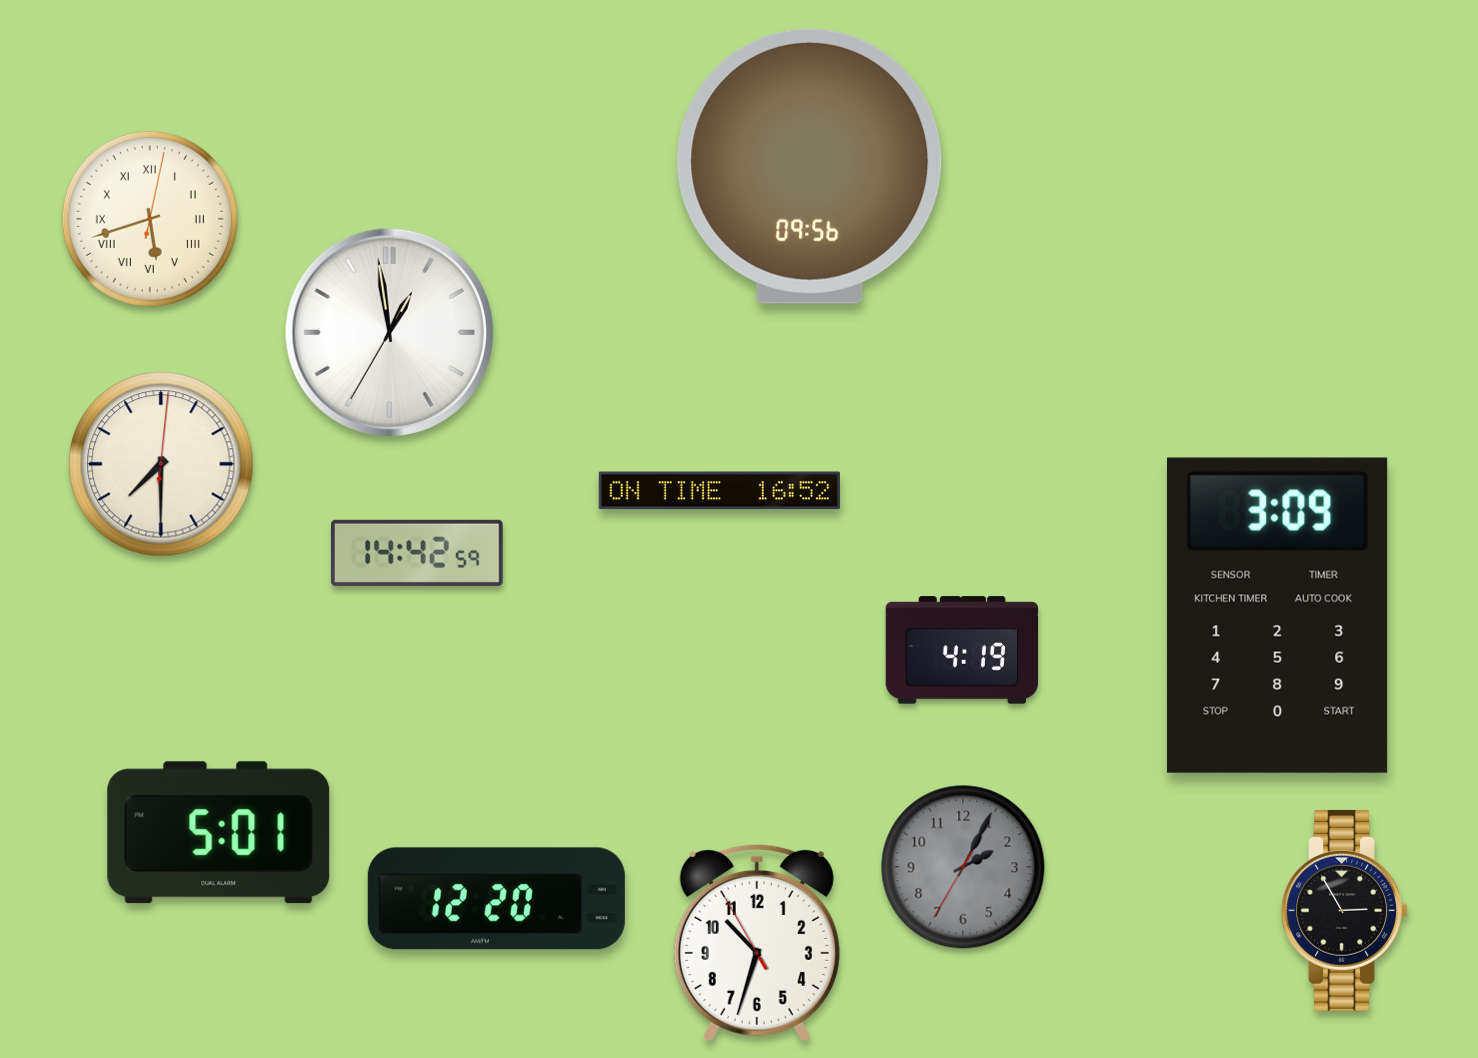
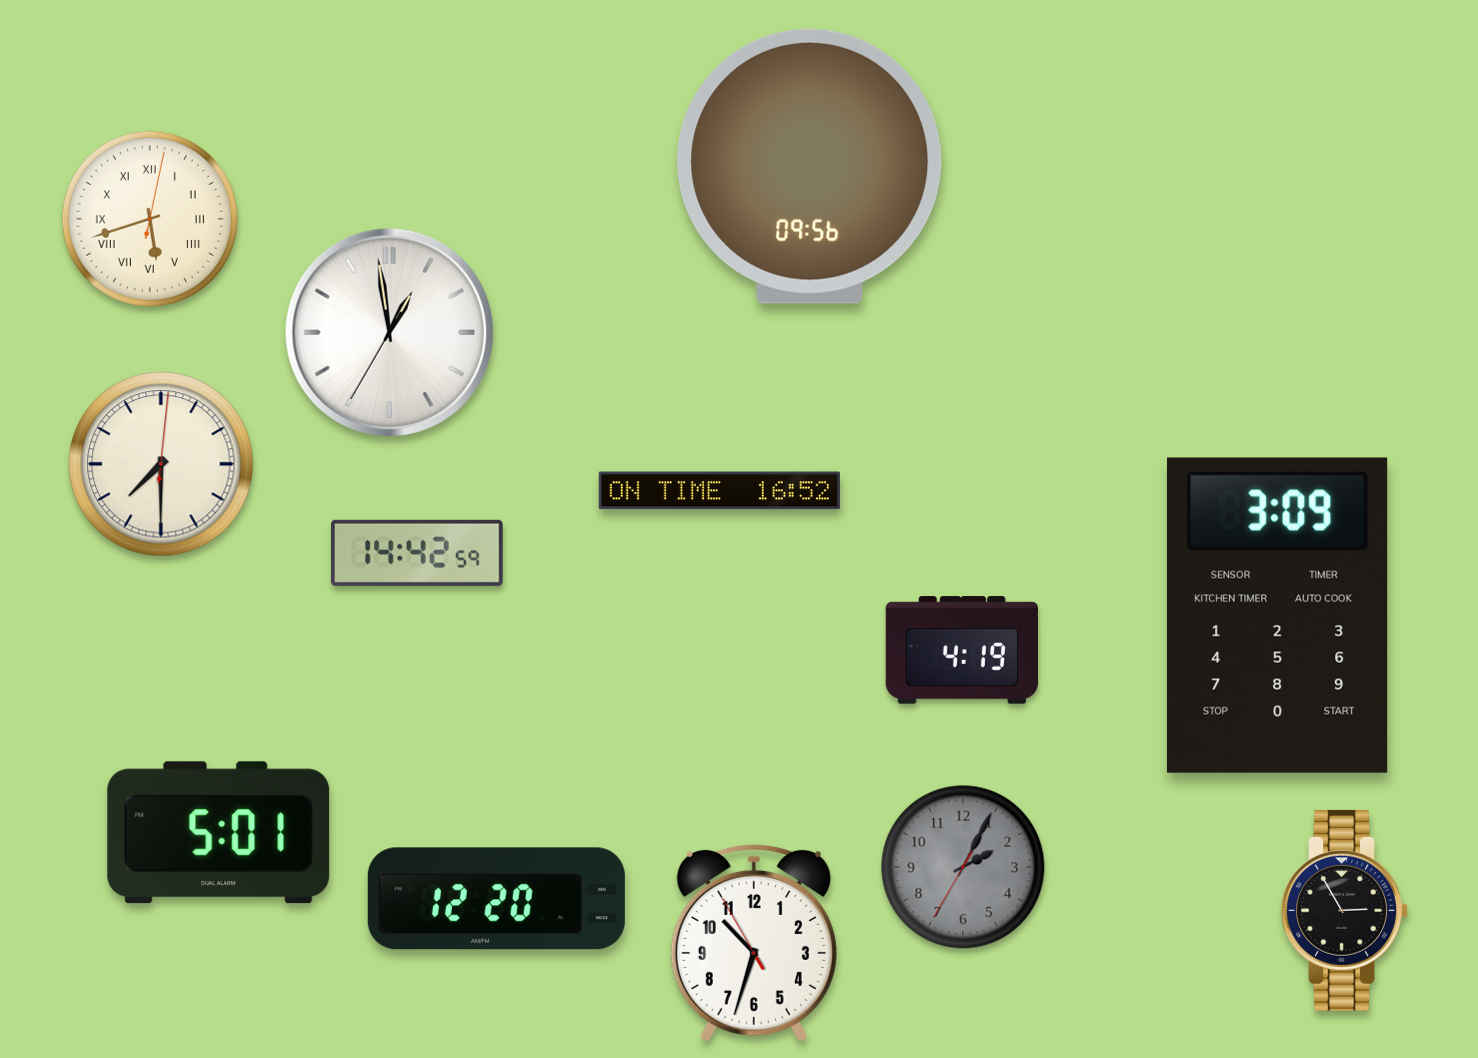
clock at (757, 943) position: (757, 943) -> (754, 943)
